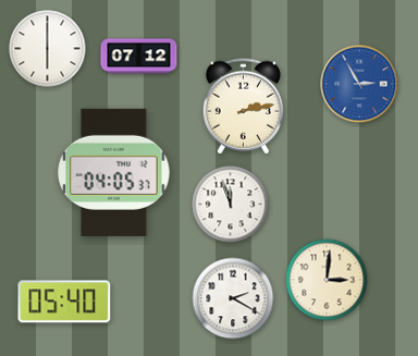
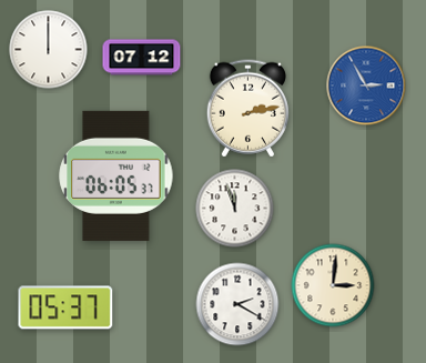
clock at (48, 49): 6:00 -> 12:00
clock at (114, 172): 04:05 -> 06:05
clock at (64, 302): 05:40 -> 05:37
